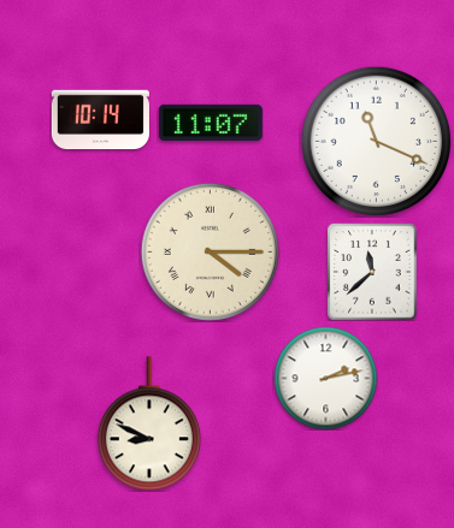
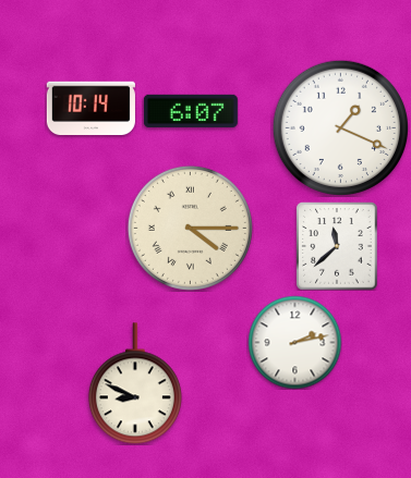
clock at (211, 123): 11:07 -> 6:07
clock at (376, 141): 11:19 -> 1:19
